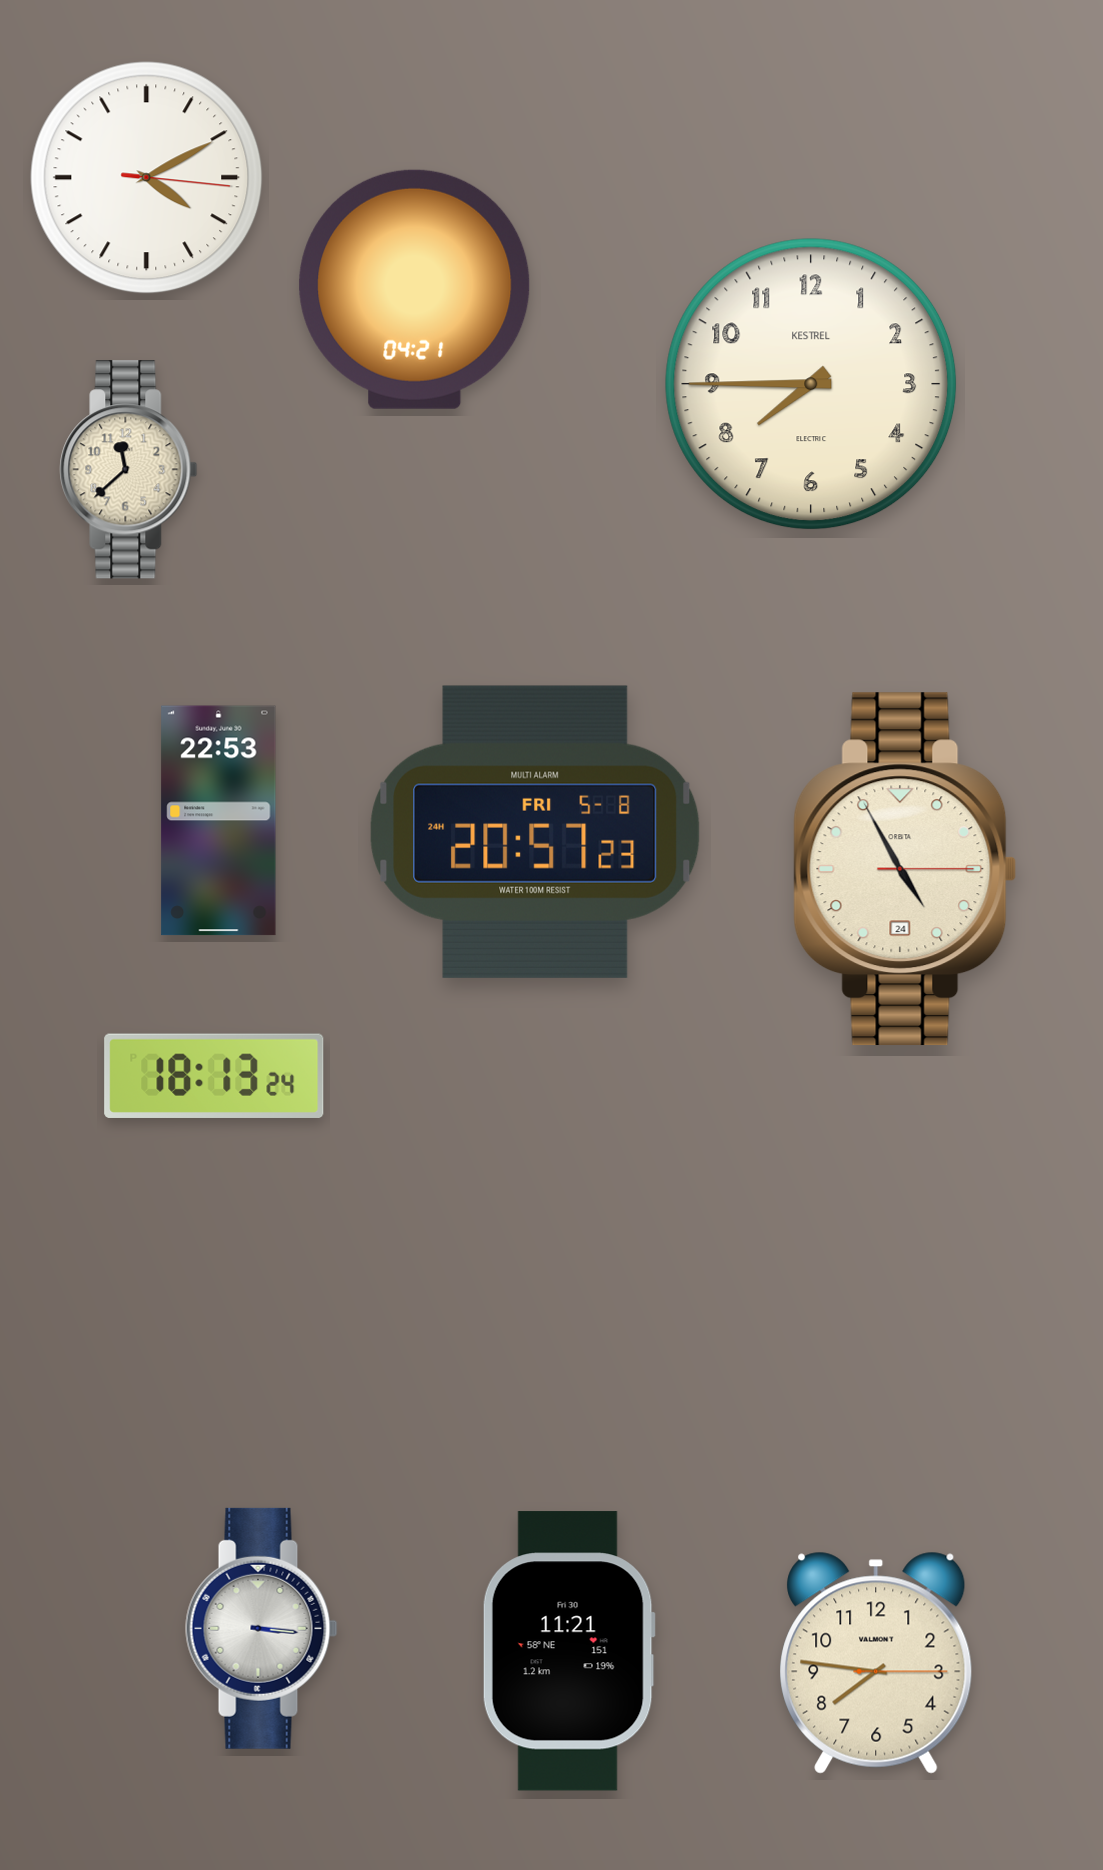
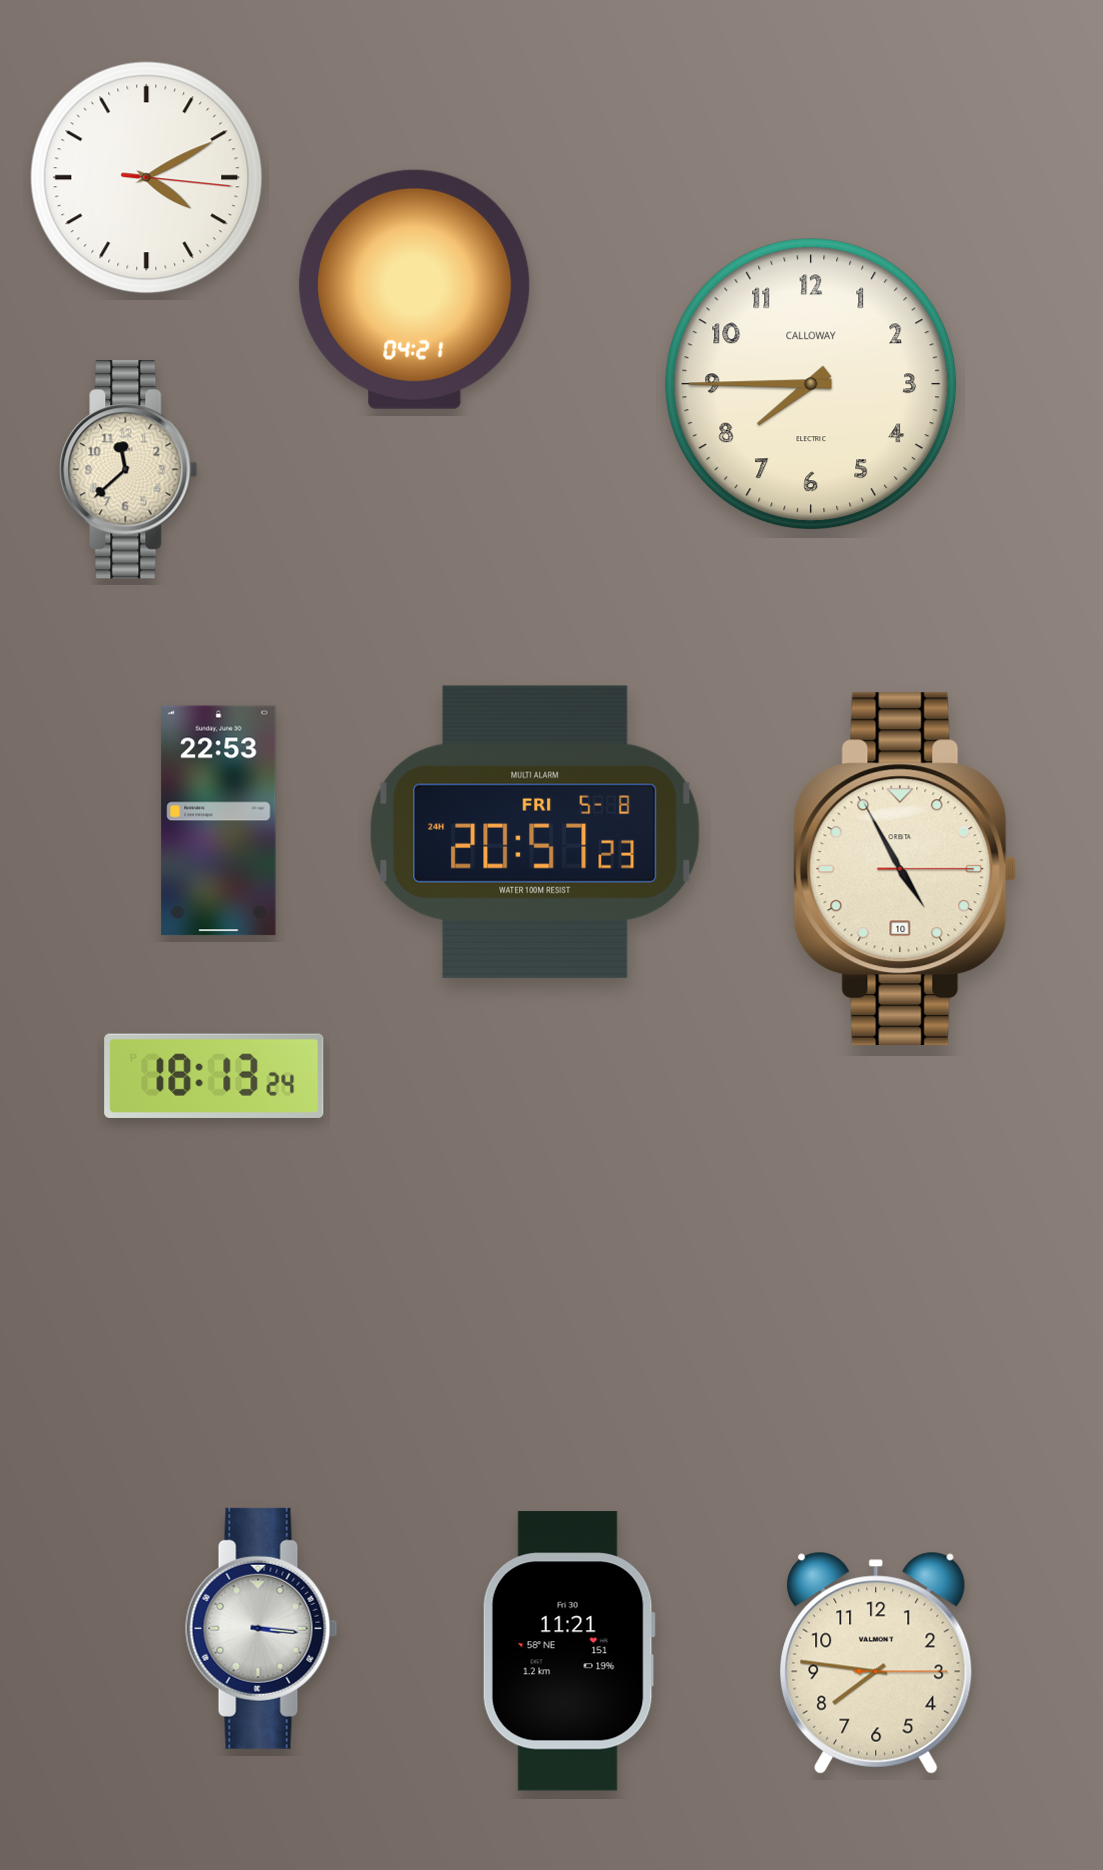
clock at (811, 384) brand: KESTREL -> CALLOWAY
clock at (905, 869) date: 24 -> 10
